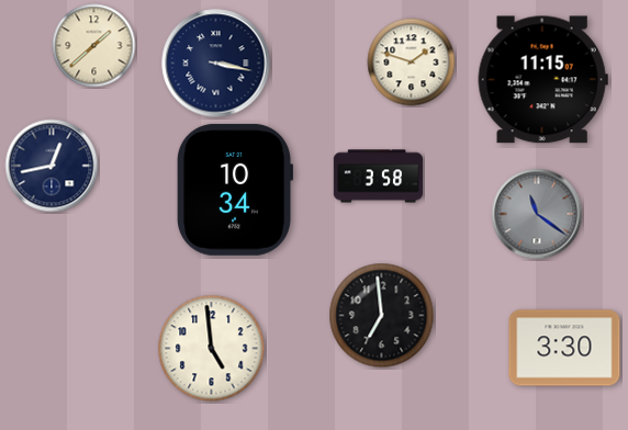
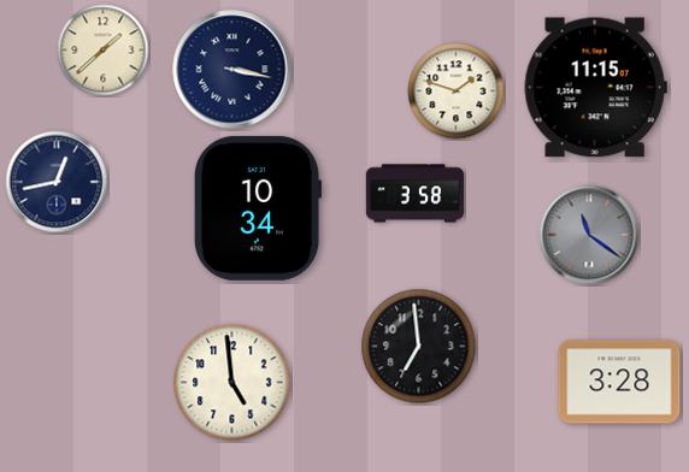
clock at (412, 63) position: (412, 63) -> (457, 92)
clock at (216, 64) position: (216, 64) -> (232, 70)
clock at (564, 348): 3:30 -> 3:28
